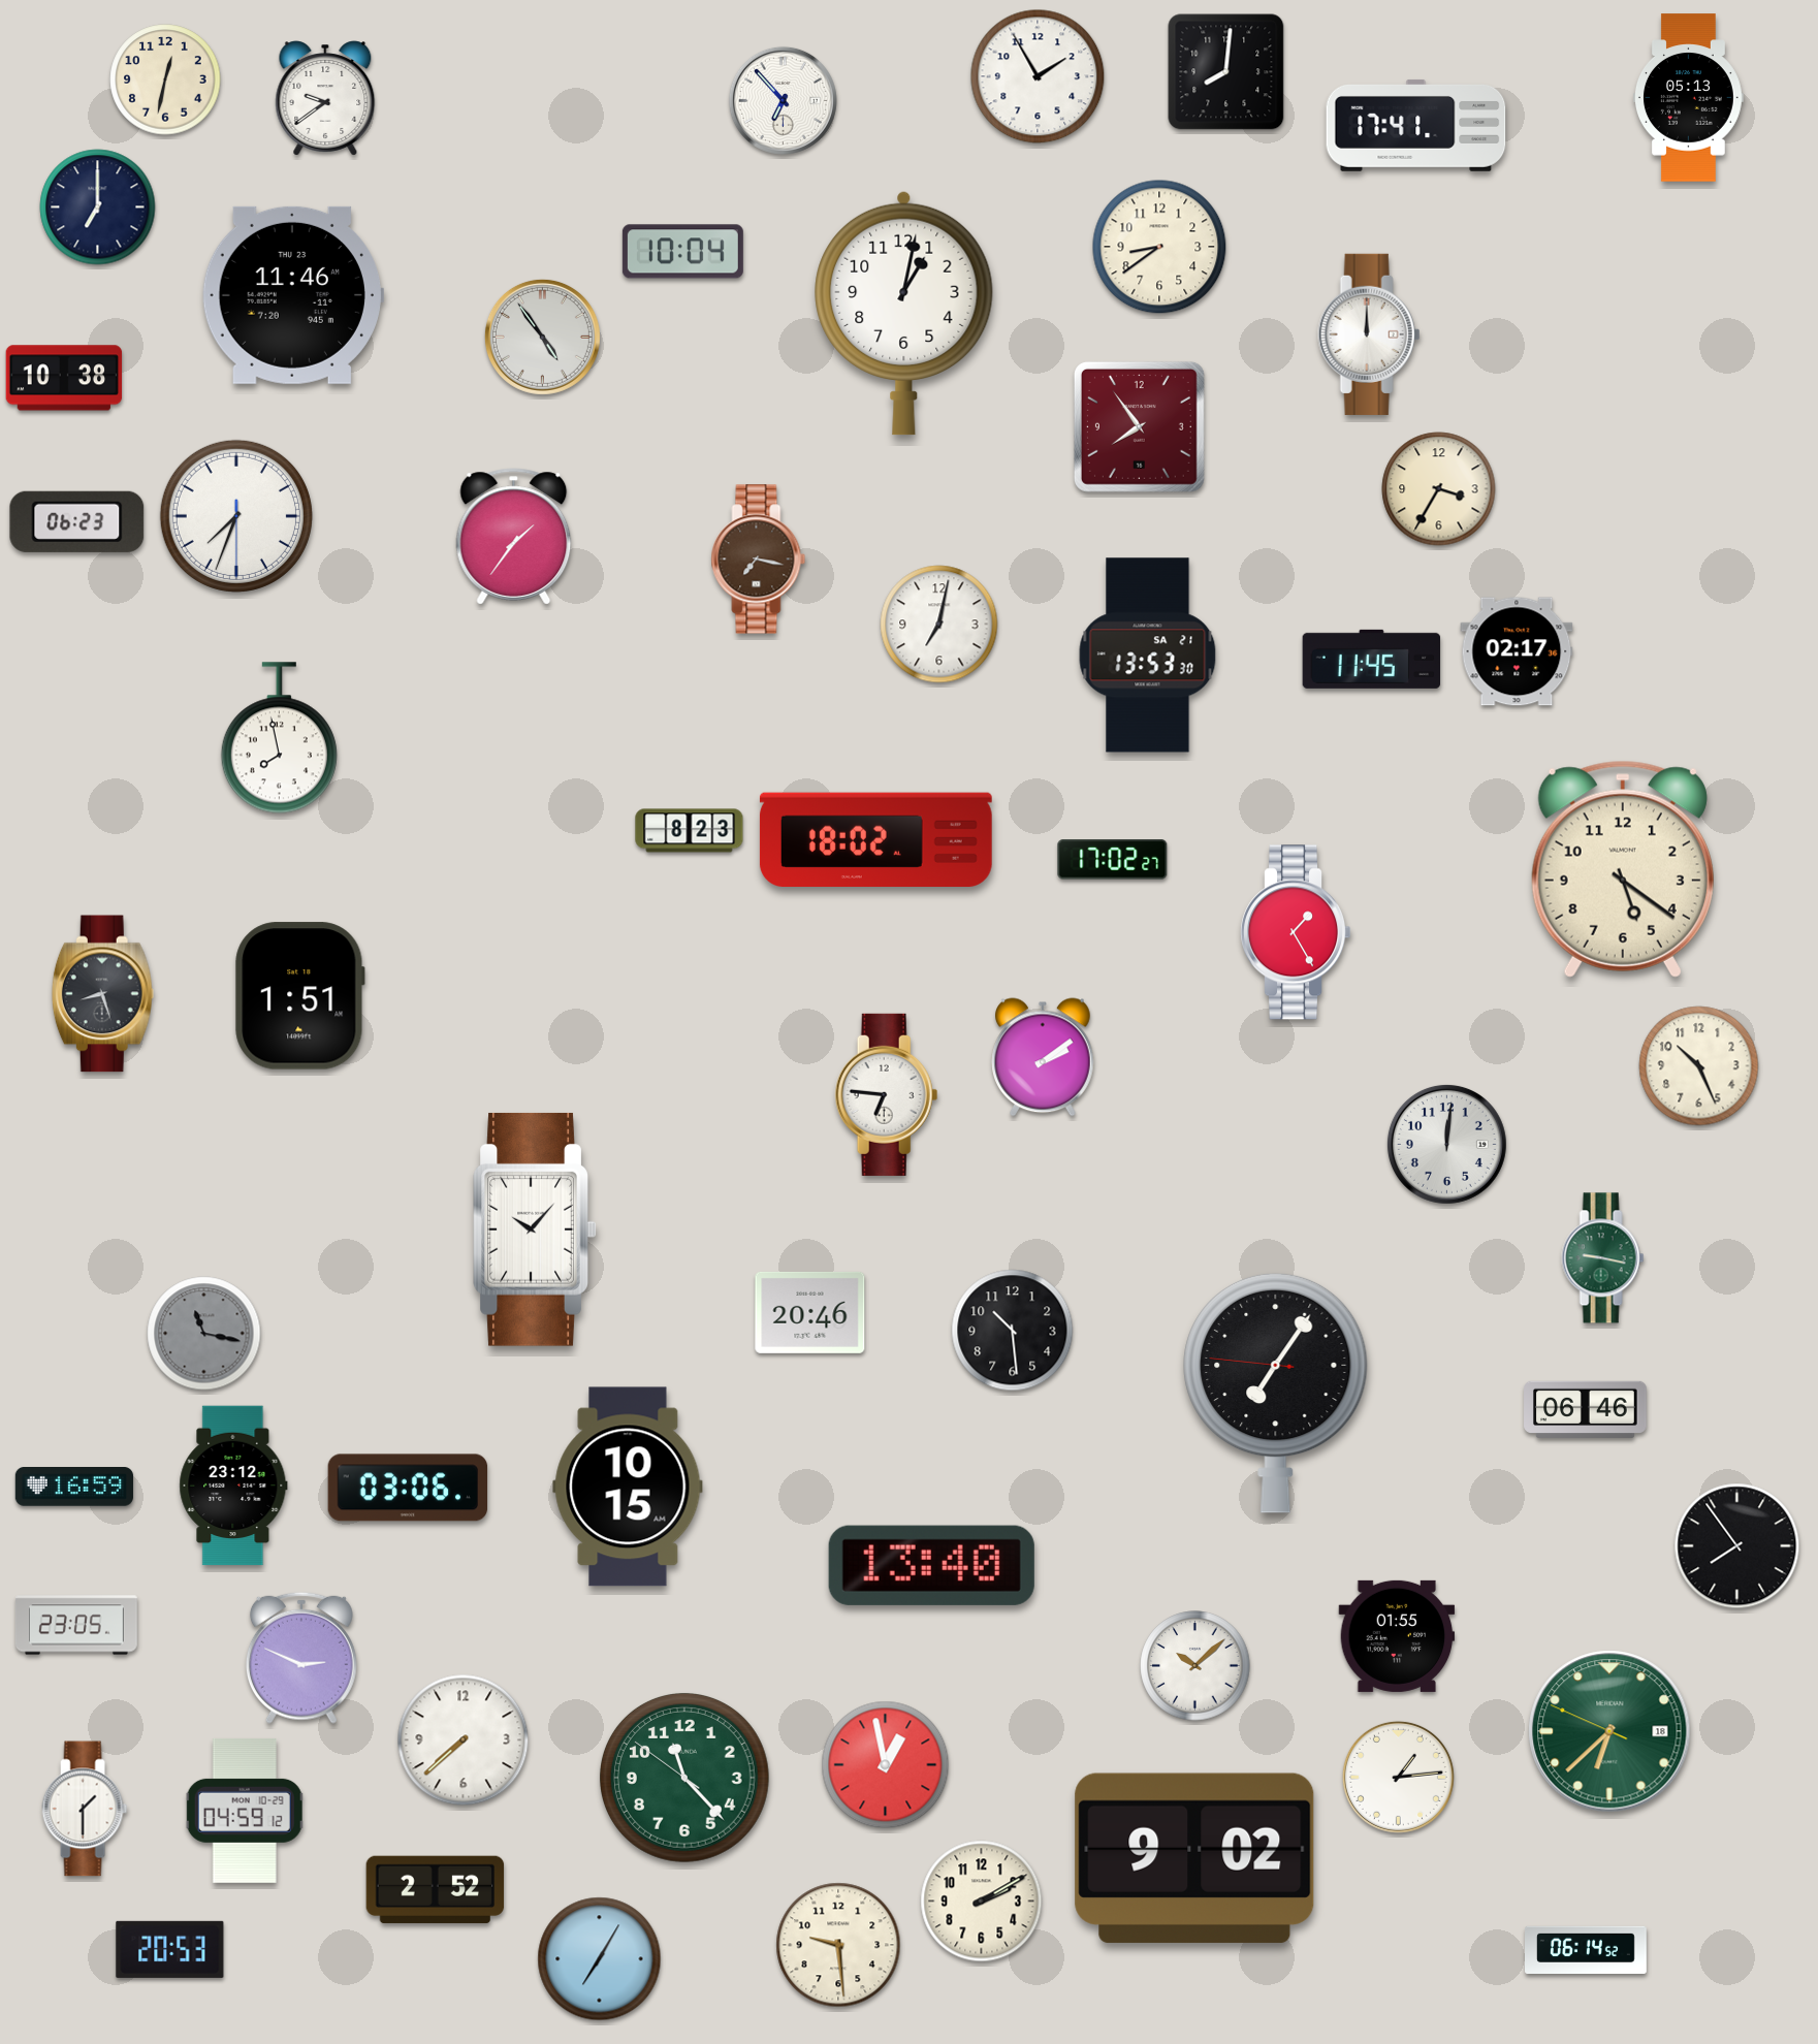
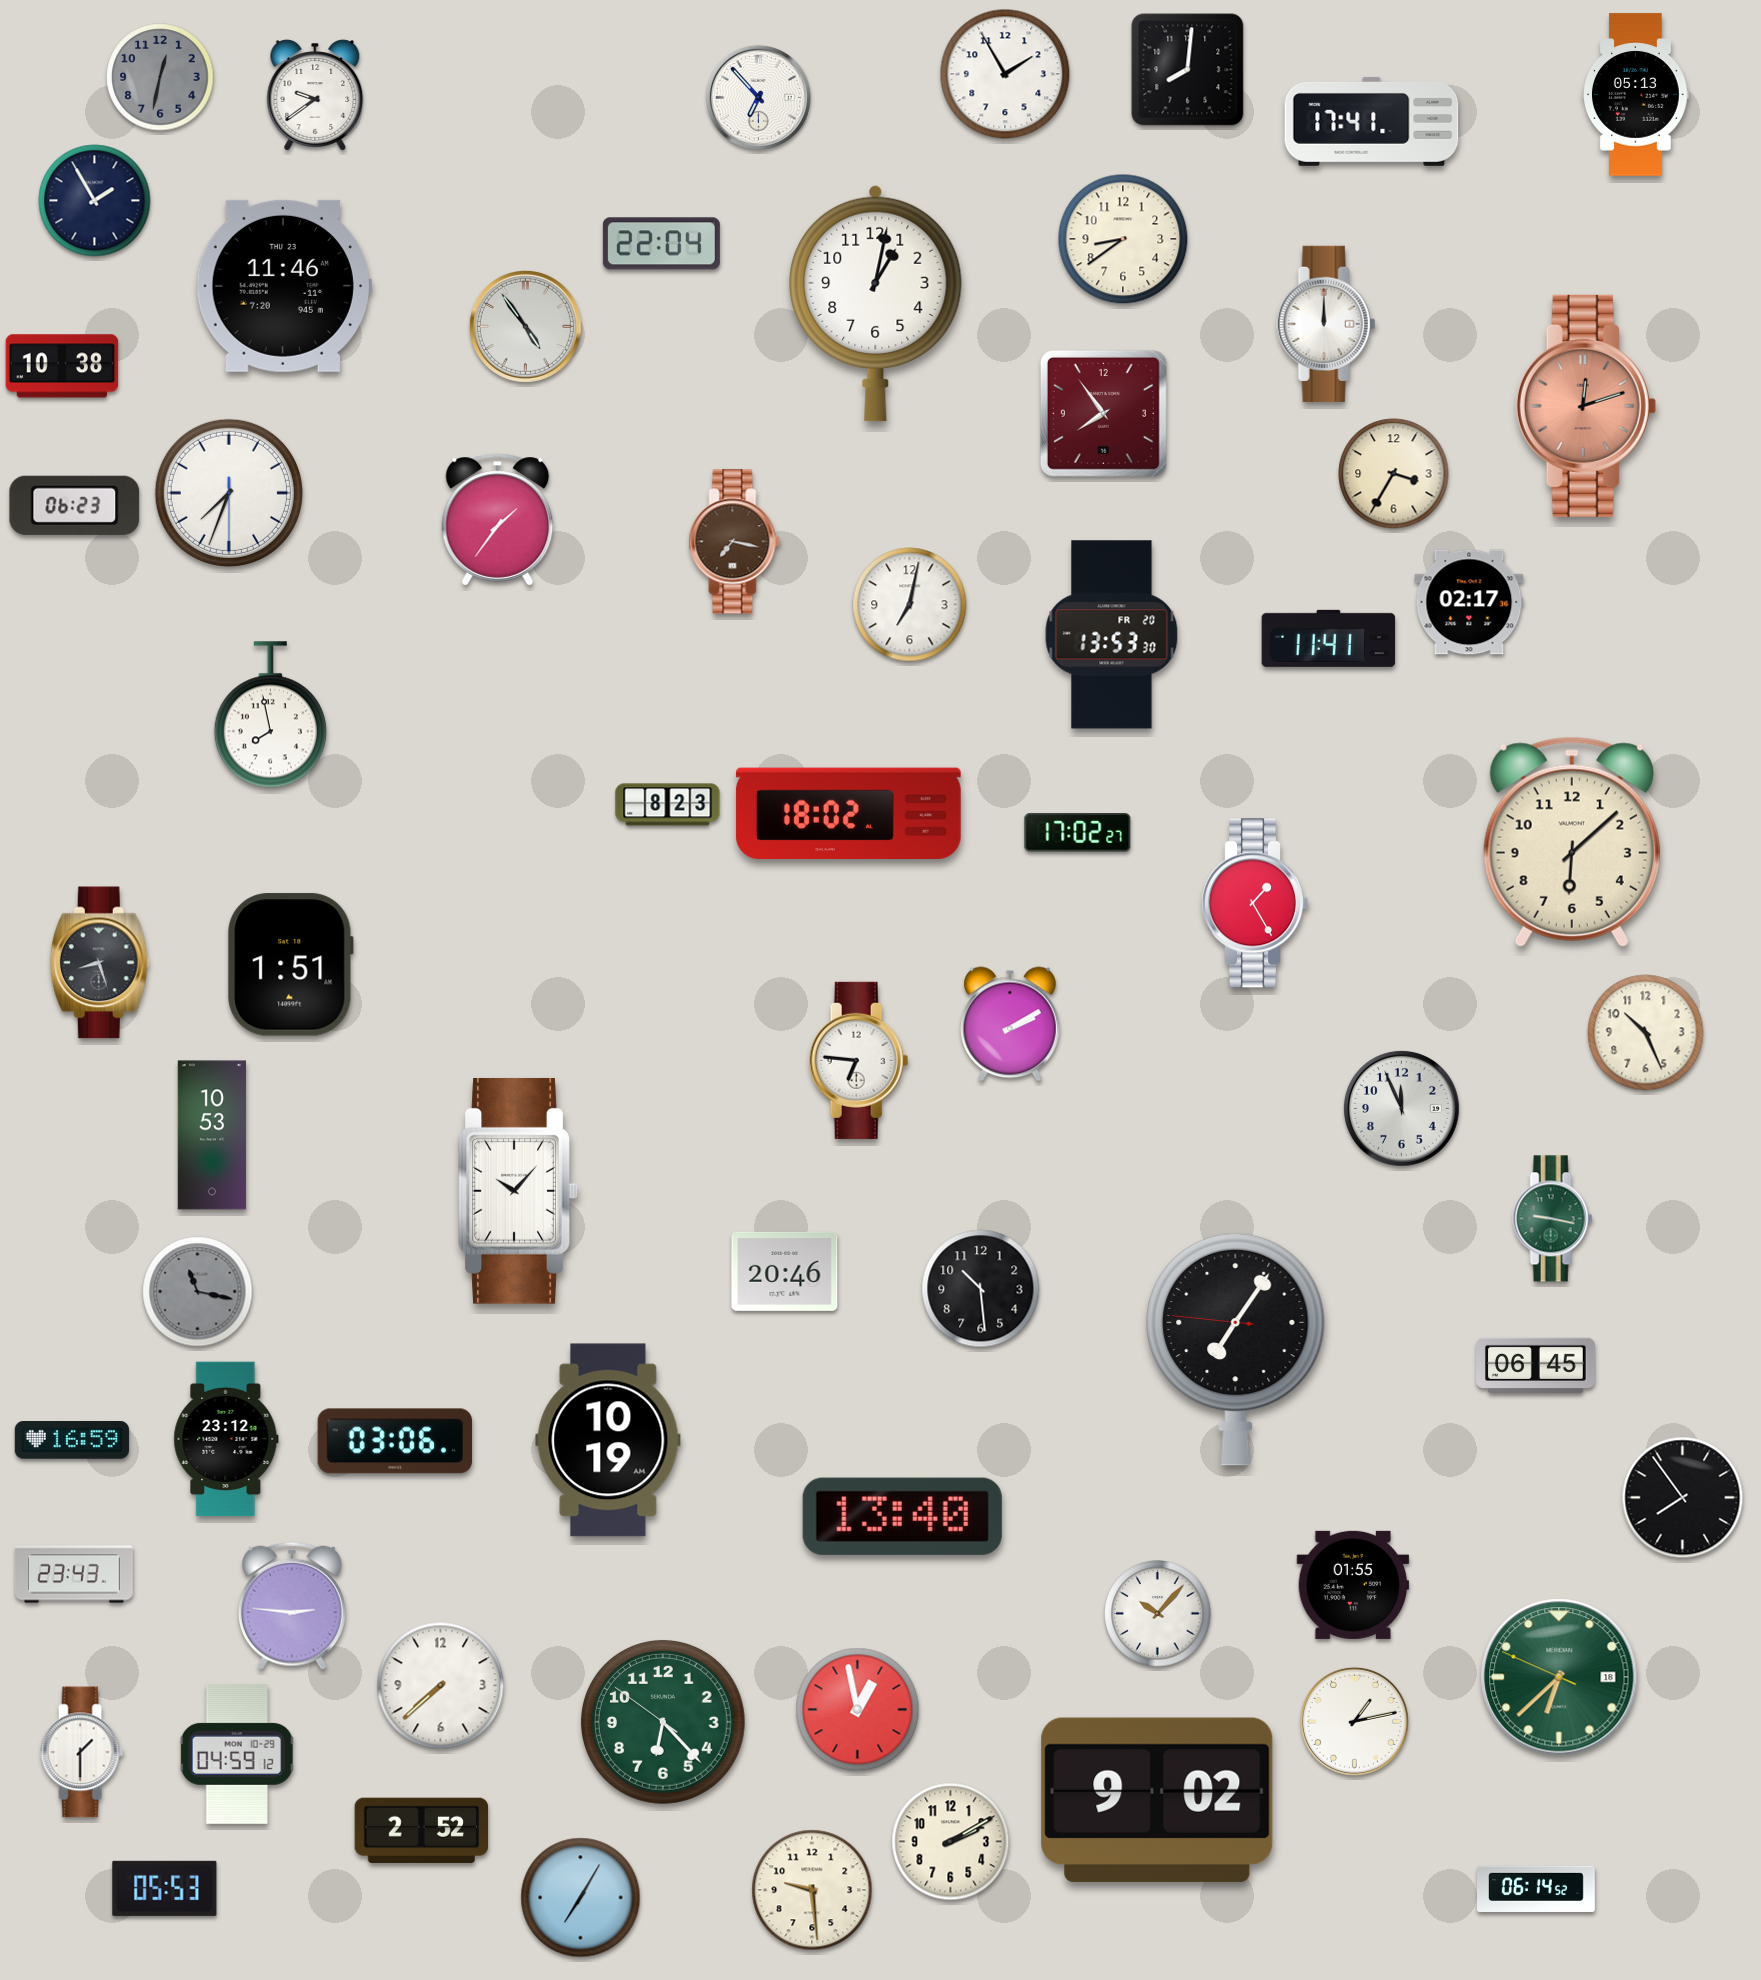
clock at (165, 79) dial: cream -> grey
clock at (98, 207): 7:00 -> 1:55
clock at (682, 252): 10:04 -> 22:04
clock at (1586, 406): none -> 12:12
clock at (236, 516) position: (236, 516) -> (229, 493)
clock at (1517, 651) position: (1517, 651) -> (1469, 602)
clock at (1148, 656) date: SA 21 -> FR 20
clock at (1372, 659): 11:45 -> 11:41
clock at (1623, 869): 5:21 -> 6:08
clock at (1043, 1057): 2:09 -> 2:10
clock at (1446, 1144): 12:01 -> 11:56
clock at (211, 1135): none -> 10:53
clock at (1586, 1409): 06:46 -> 06:45
clock at (628, 1487): 10:15 -> 10:19
clock at (76, 1625): 23:05 -> 23:43
clock at (301, 1658): 2:49 -> 2:46
clock at (1195, 1666): 10:08 -> 10:07
clock at (464, 1740) position: (464, 1740) -> (441, 1686)
clock at (1398, 1777): 1:14 -> 1:13
clock at (684, 1778): 11:22 -> 6:22
clock at (838, 1945) position: (838, 1945) -> (812, 1890)
clock at (170, 1949): 20:53 -> 05:53
